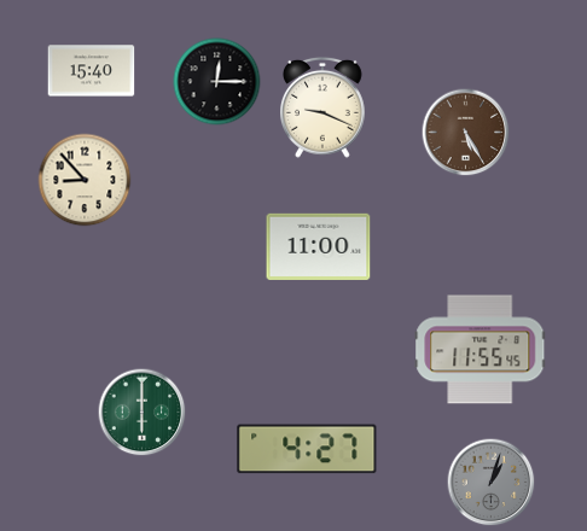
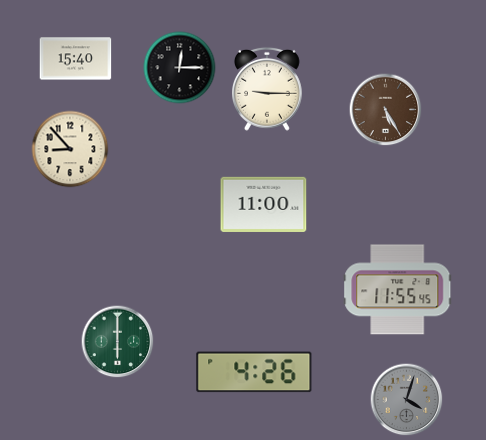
clock at (324, 107): 9:19 -> 9:15
clock at (307, 449): 4:27 -> 4:26
clock at (492, 483): 1:03 -> 4:03
